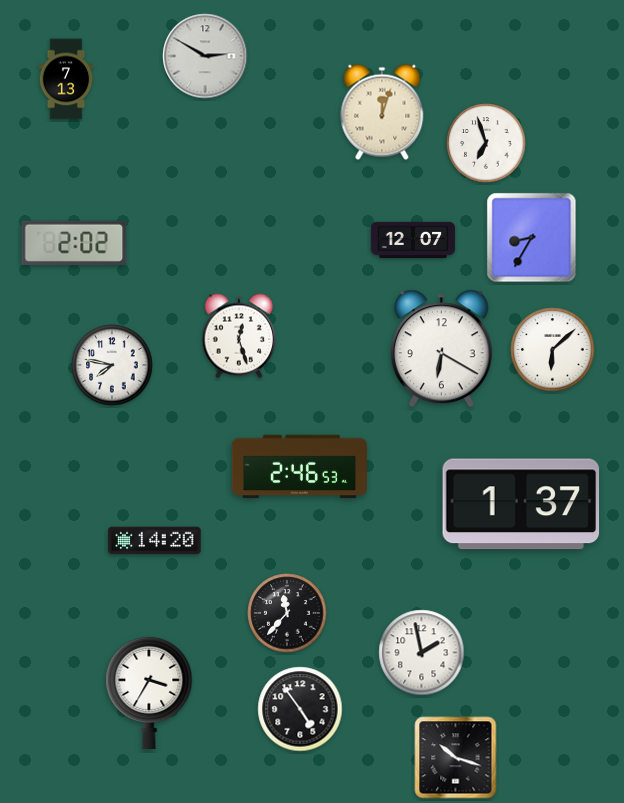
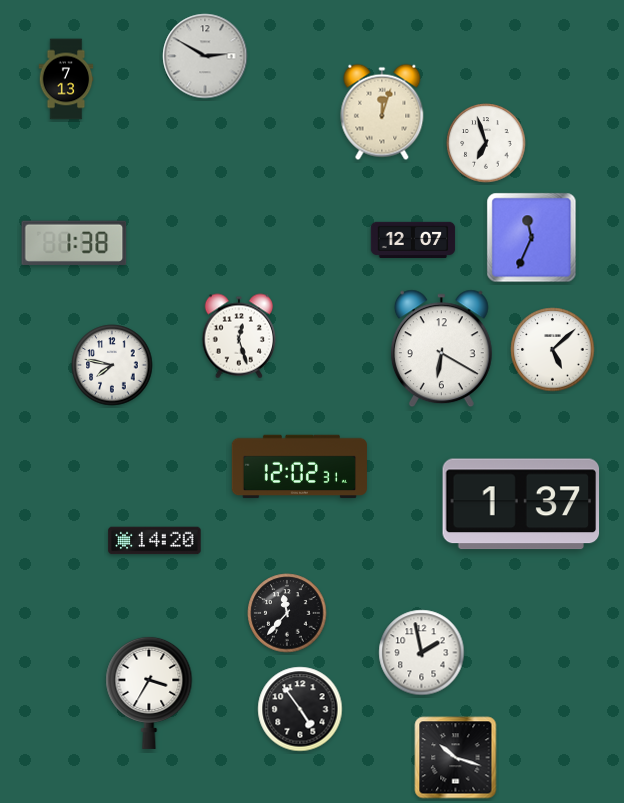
clock at (532, 238): 8:35 -> 11:34
clock at (74, 243): 2:02 -> 1:38
clock at (553, 350): 6:08 -> 5:08
clock at (299, 467): 2:46 -> 12:02
